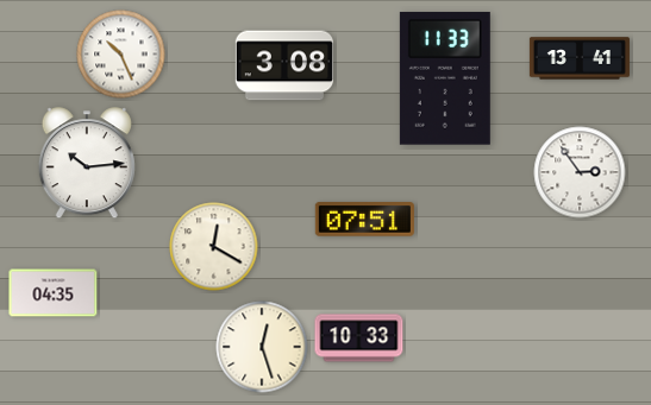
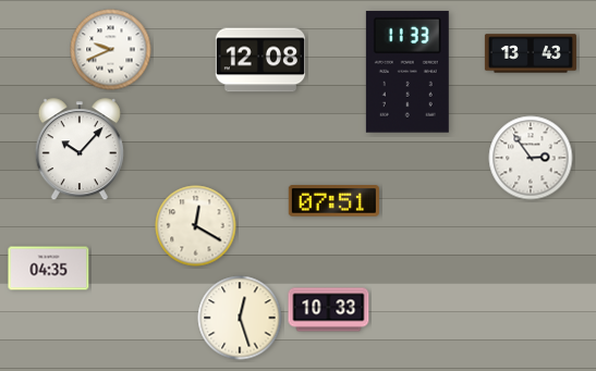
clock at (121, 55): 10:26 -> 9:41
clock at (580, 58): 13:41 -> 13:43
clock at (283, 65): 3:08 -> 12:08
clock at (87, 164): 10:14 -> 10:07
